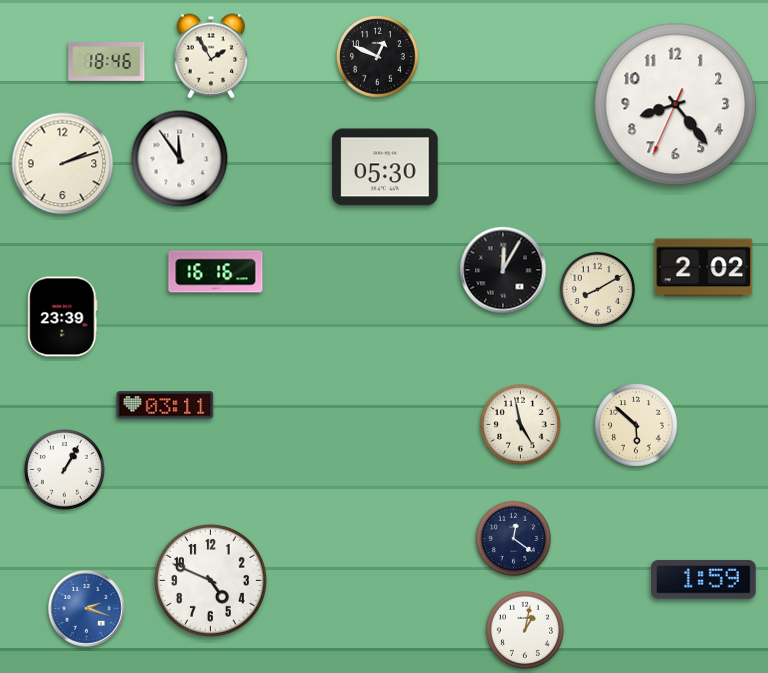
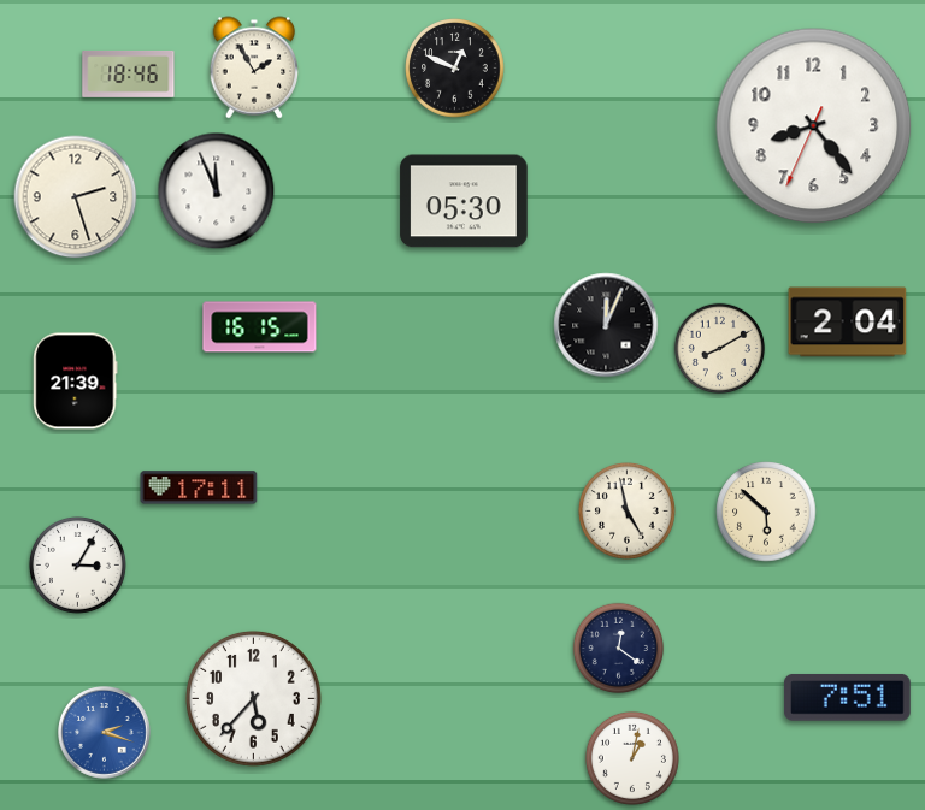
clock at (180, 159): 11:54 -> 11:56
clock at (63, 164): 2:12 -> 2:27
clock at (704, 268): 2:02 -> 2:04
clock at (503, 270): 12:05 -> 12:04
clock at (216, 272): 16:16 -> 16:15
clock at (63, 317): 23:39 -> 21:39
clock at (165, 405): 03:11 -> 17:11
clock at (64, 469): 1:05 -> 3:05
clock at (703, 579): 1:59 -> 7:51
clock at (210, 580): 4:49 -> 5:37
